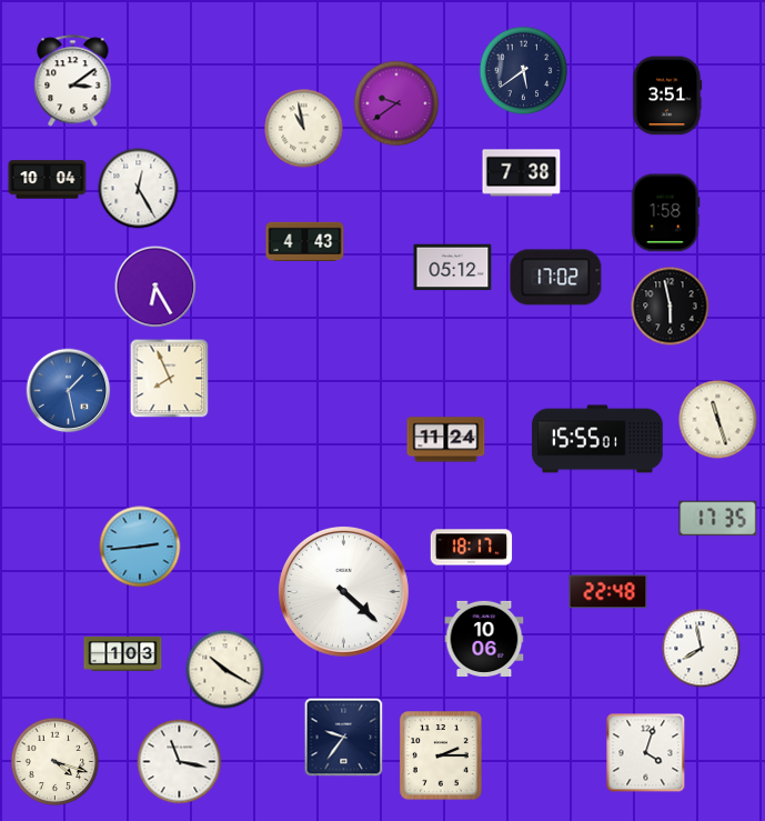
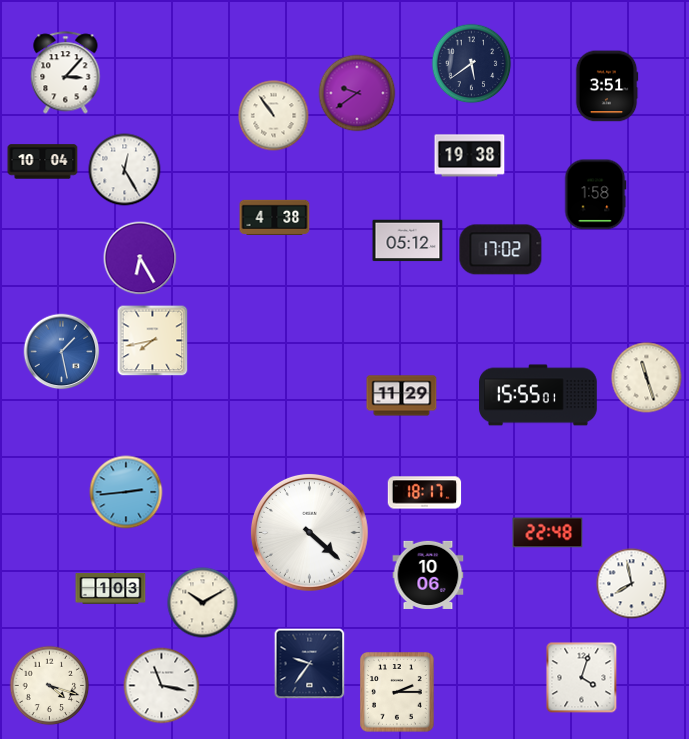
clock at (73, 81): 3:09 -> 3:07
clock at (667, 96) position: (667, 96) -> (607, 86)
clock at (304, 129): 10:58 -> 10:54
clock at (522, 173): 7:38 -> 19:38
clock at (665, 213) position: (665, 213) -> (595, 195)
clock at (305, 241): 4:43 -> 4:38
clock at (671, 307): 5:58 -> none
clock at (170, 379): 7:56 -> 7:43
clock at (446, 440): 11:24 -> 11:29
clock at (718, 519): 17:35 -> none
clock at (484, 639) position: (484, 639) -> (428, 575)
clock at (225, 670): 10:20 -> 10:10
clock at (441, 755) position: (441, 755) -> (397, 692)
